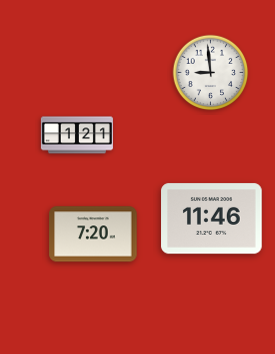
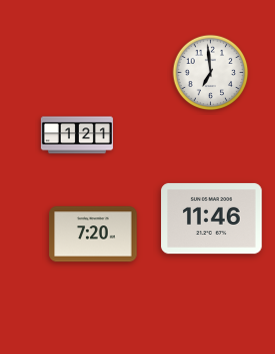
clock at (211, 73): 8:59 -> 6:59
